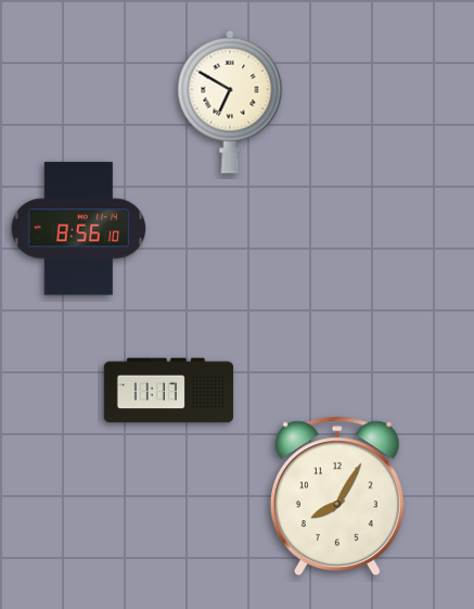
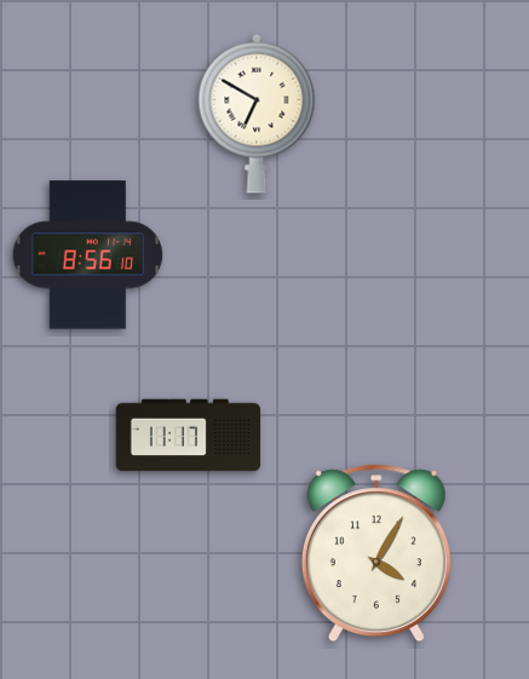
clock at (337, 496): 8:05 -> 4:05
